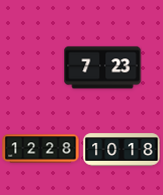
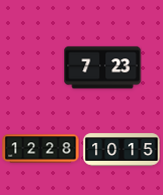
clock at (122, 150): 10:18 -> 10:15
